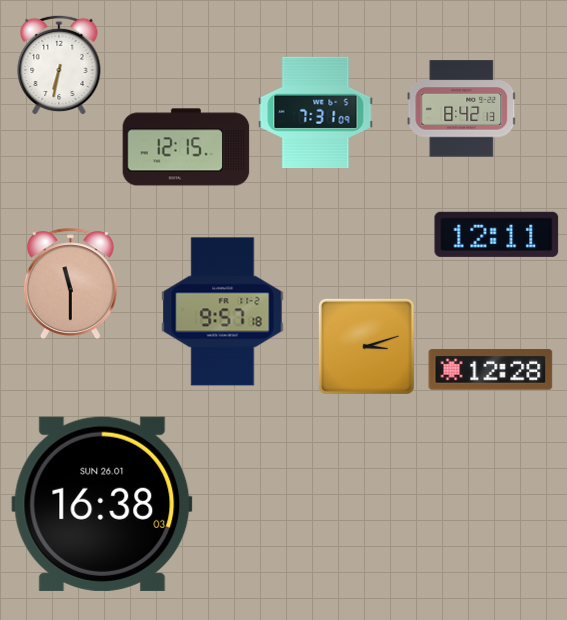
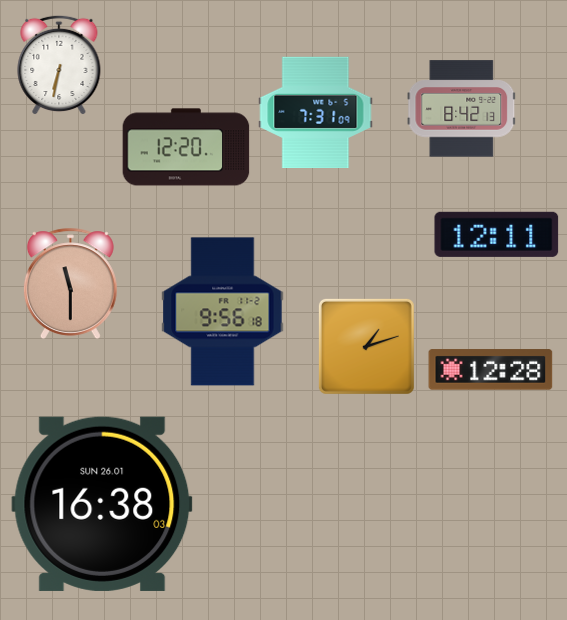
clock at (186, 147): 12:15 -> 12:20
clock at (223, 312): 9:57 -> 9:56
clock at (366, 346): 3:12 -> 1:12
